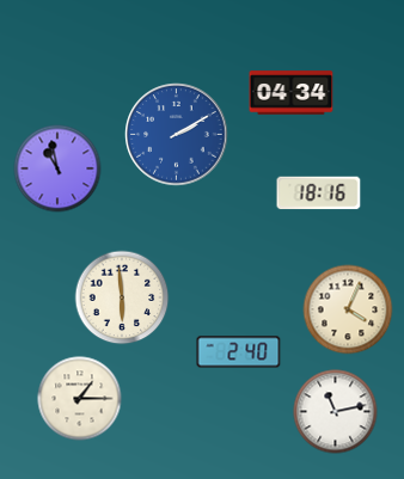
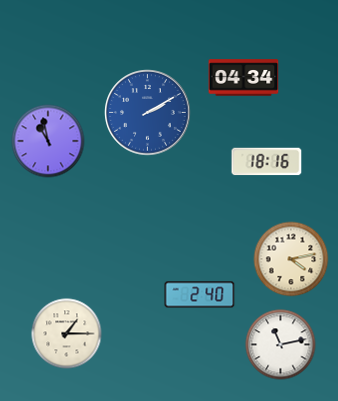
clock at (122, 297): 5:59 -> none
clock at (348, 309): 4:04 -> 4:13
